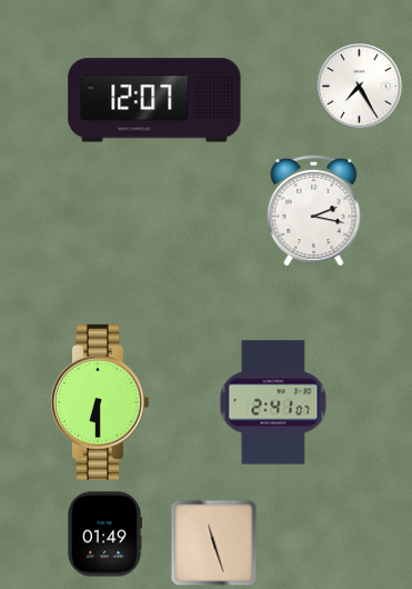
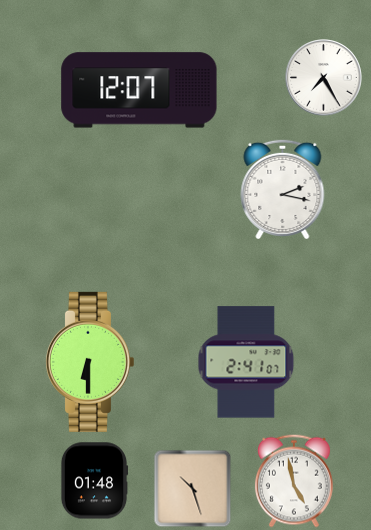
clock at (104, 535): 01:49 -> 01:48
clock at (294, 481): none -> 4:58
clock at (213, 542): 11:27 -> 10:27
